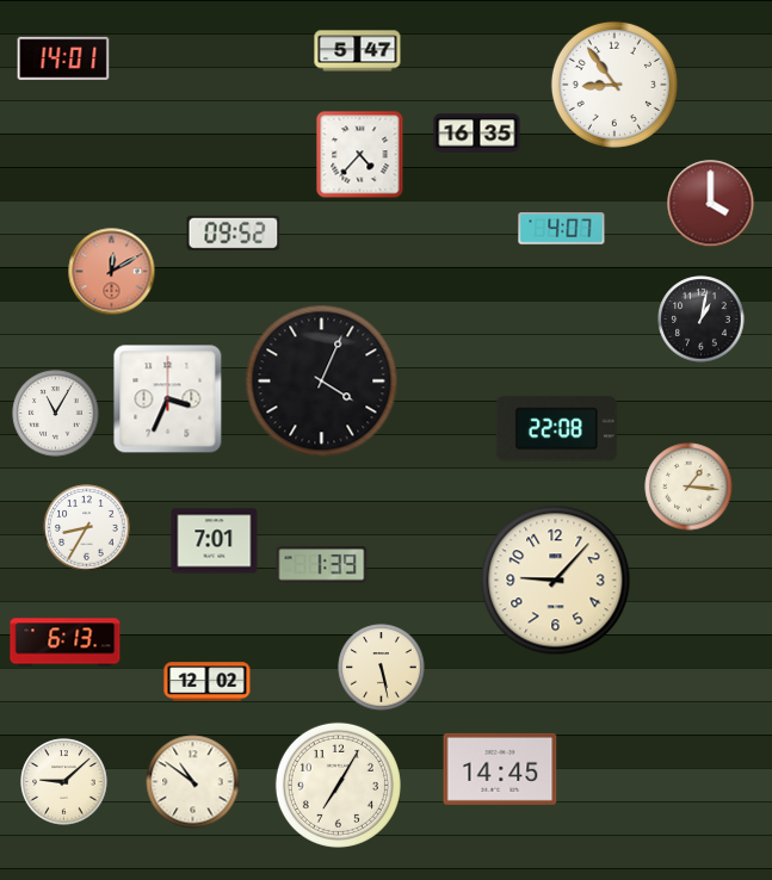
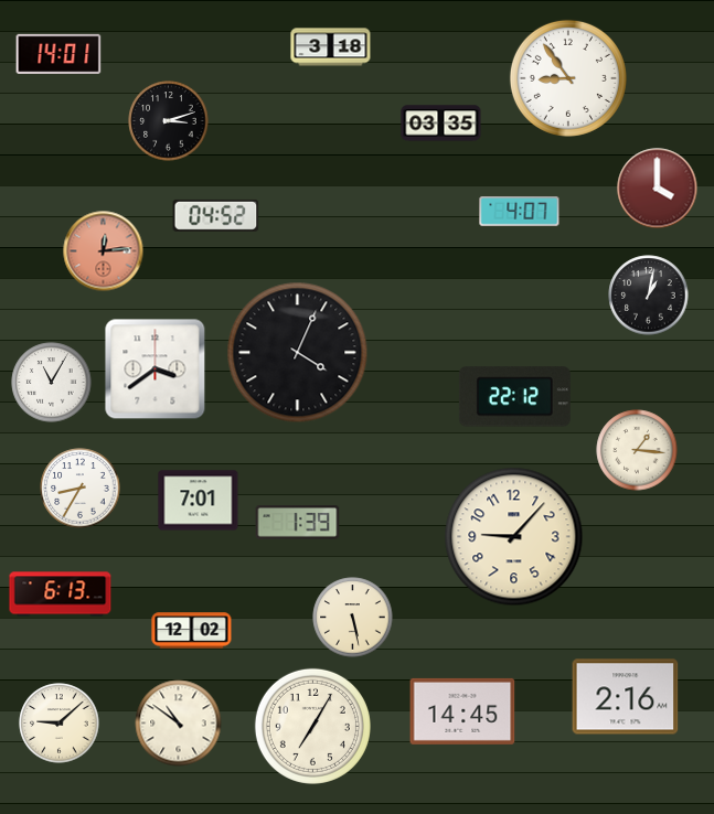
clock at (358, 51): 5:47 -> 3:18
clock at (169, 121): none -> 3:12
clock at (477, 134): 16:35 -> 03:35
clock at (360, 155): 4:37 -> none
clock at (234, 233): 09:52 -> 04:52
clock at (112, 272): 12:10 -> 12:14
clock at (168, 399): 3:34 -> 3:39
clock at (556, 429): 22:08 -> 22:12
clock at (626, 697): none -> 2:16
